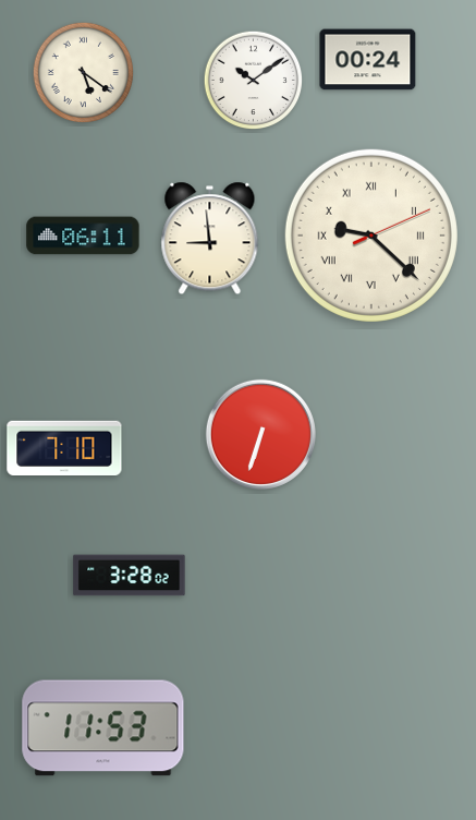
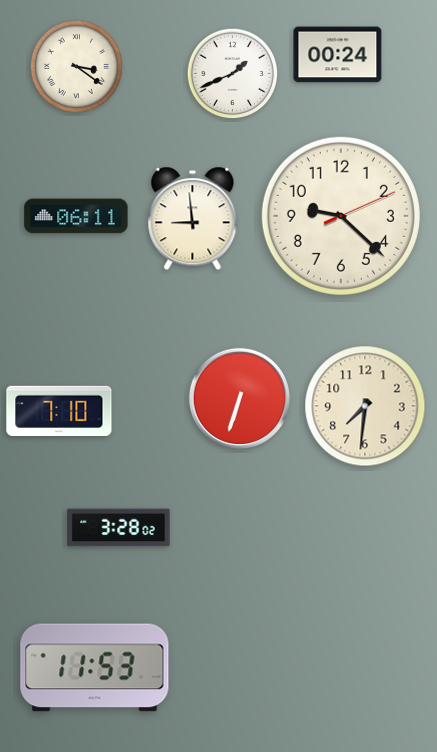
clock at (83, 72): 5:21 -> 3:21
clock at (254, 81): 10:09 -> 1:41
clock at (371, 236) numerals: Roman -> Arabic
clock at (365, 406): none -> 7:31
